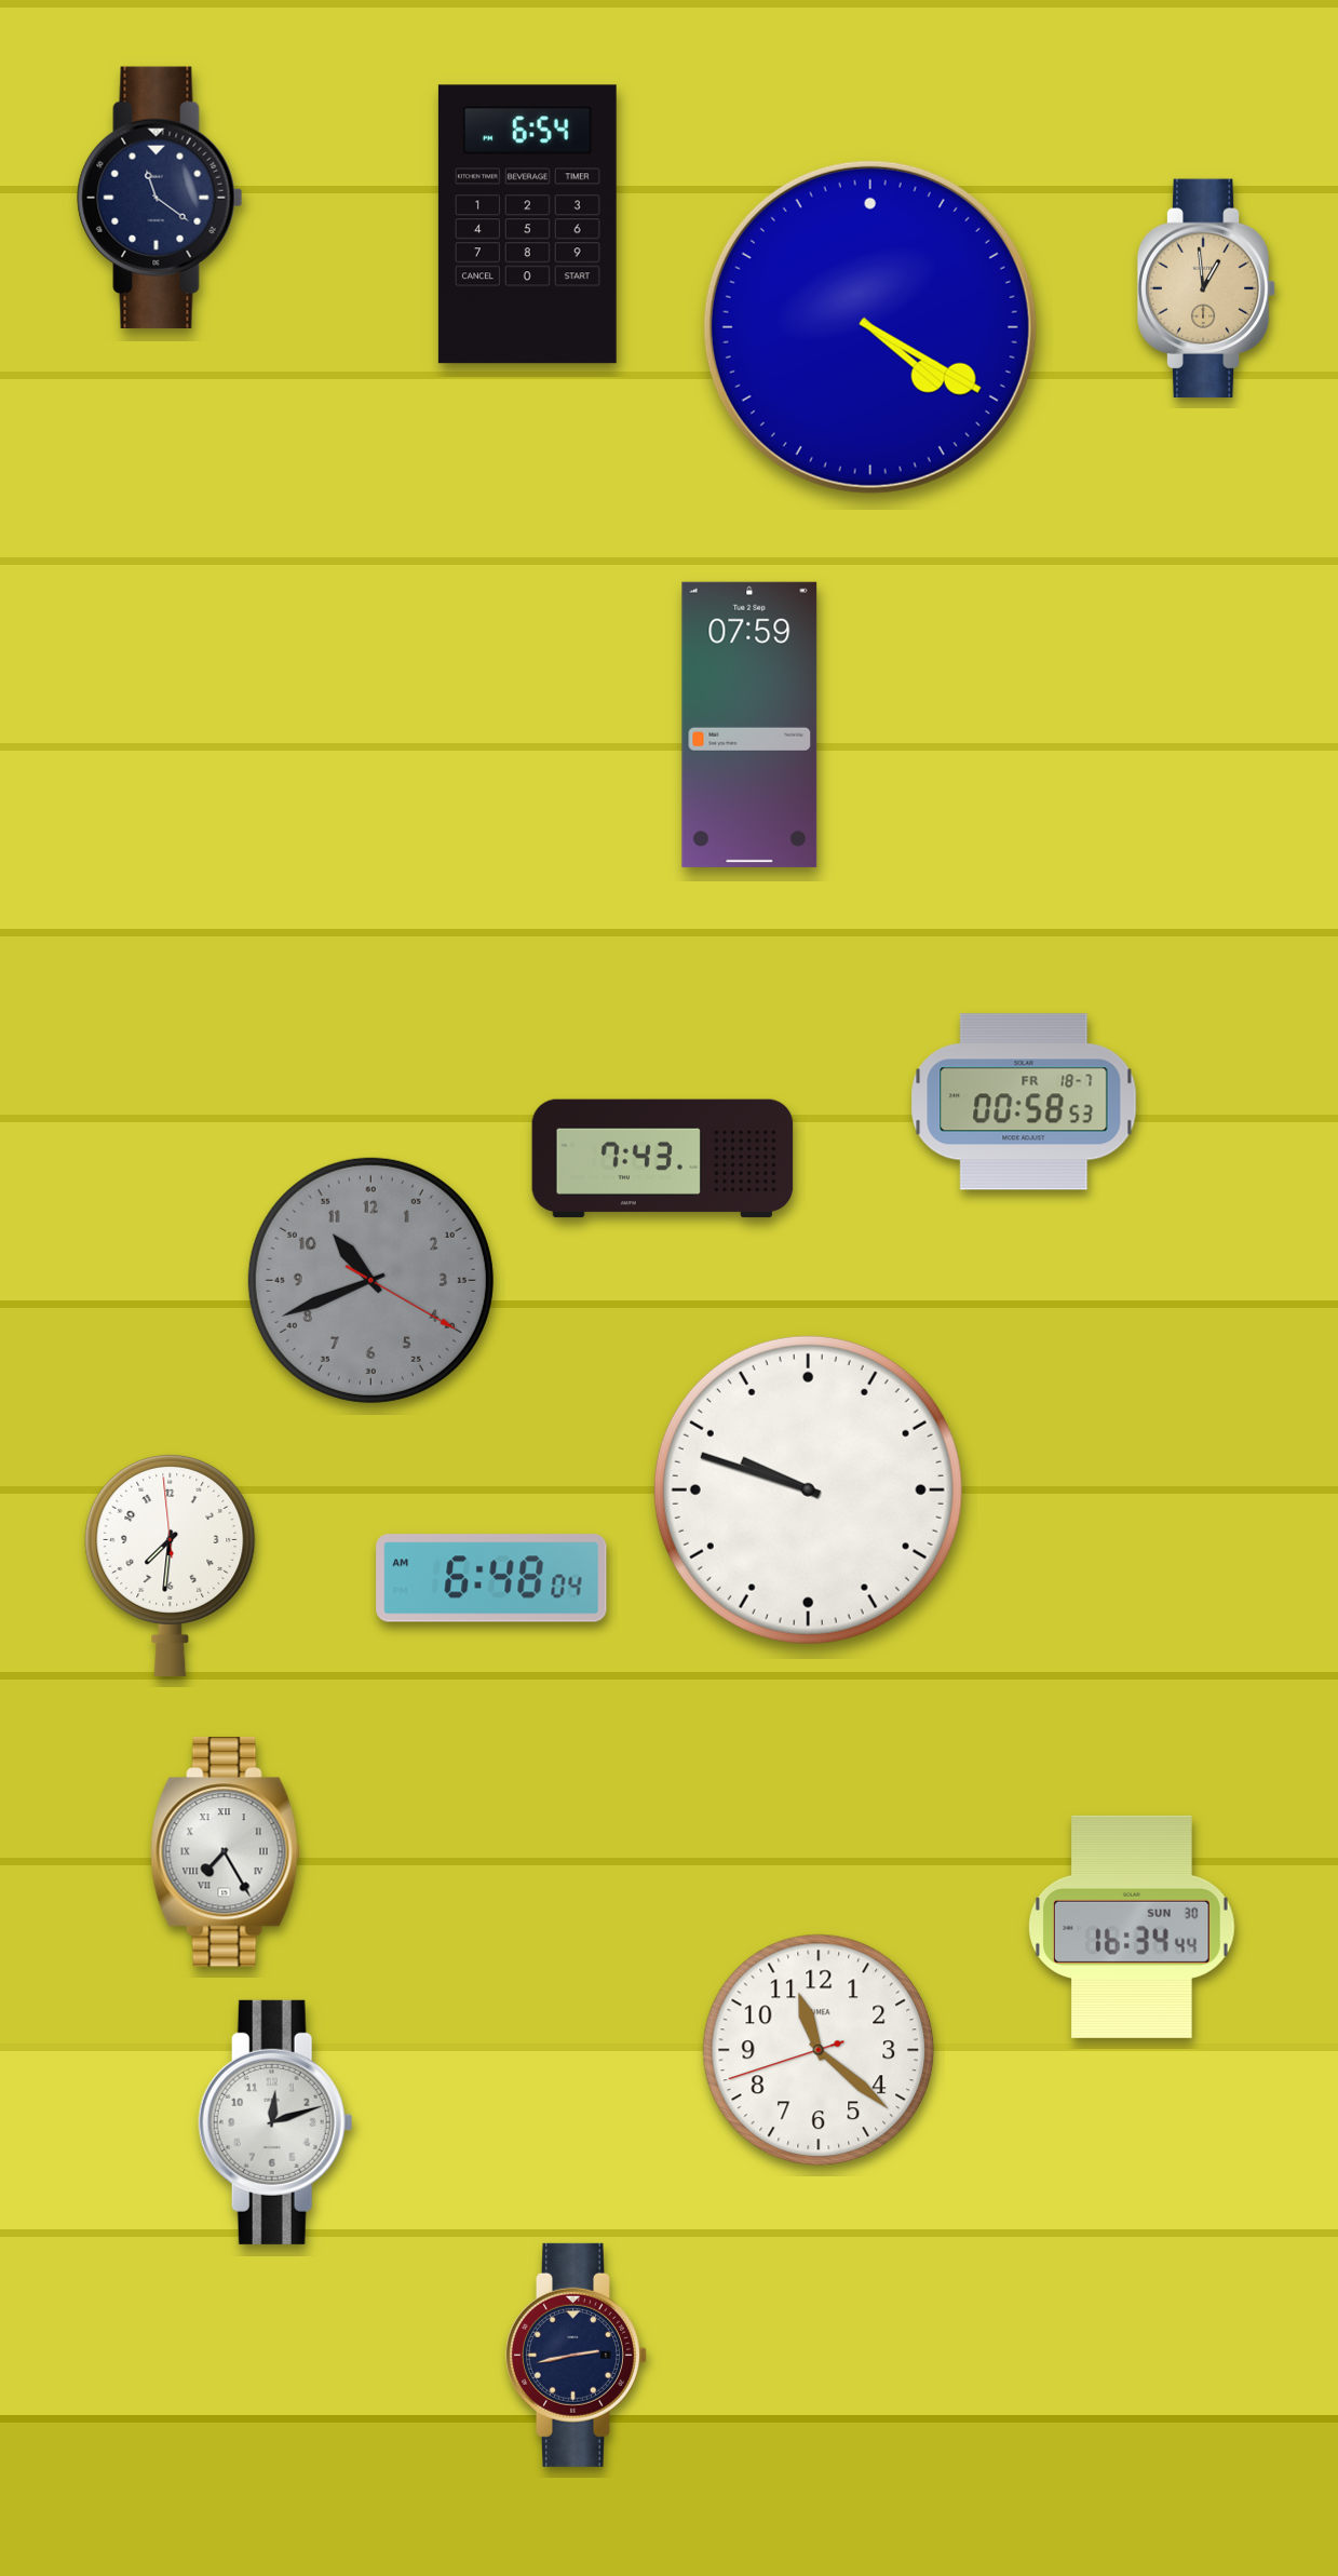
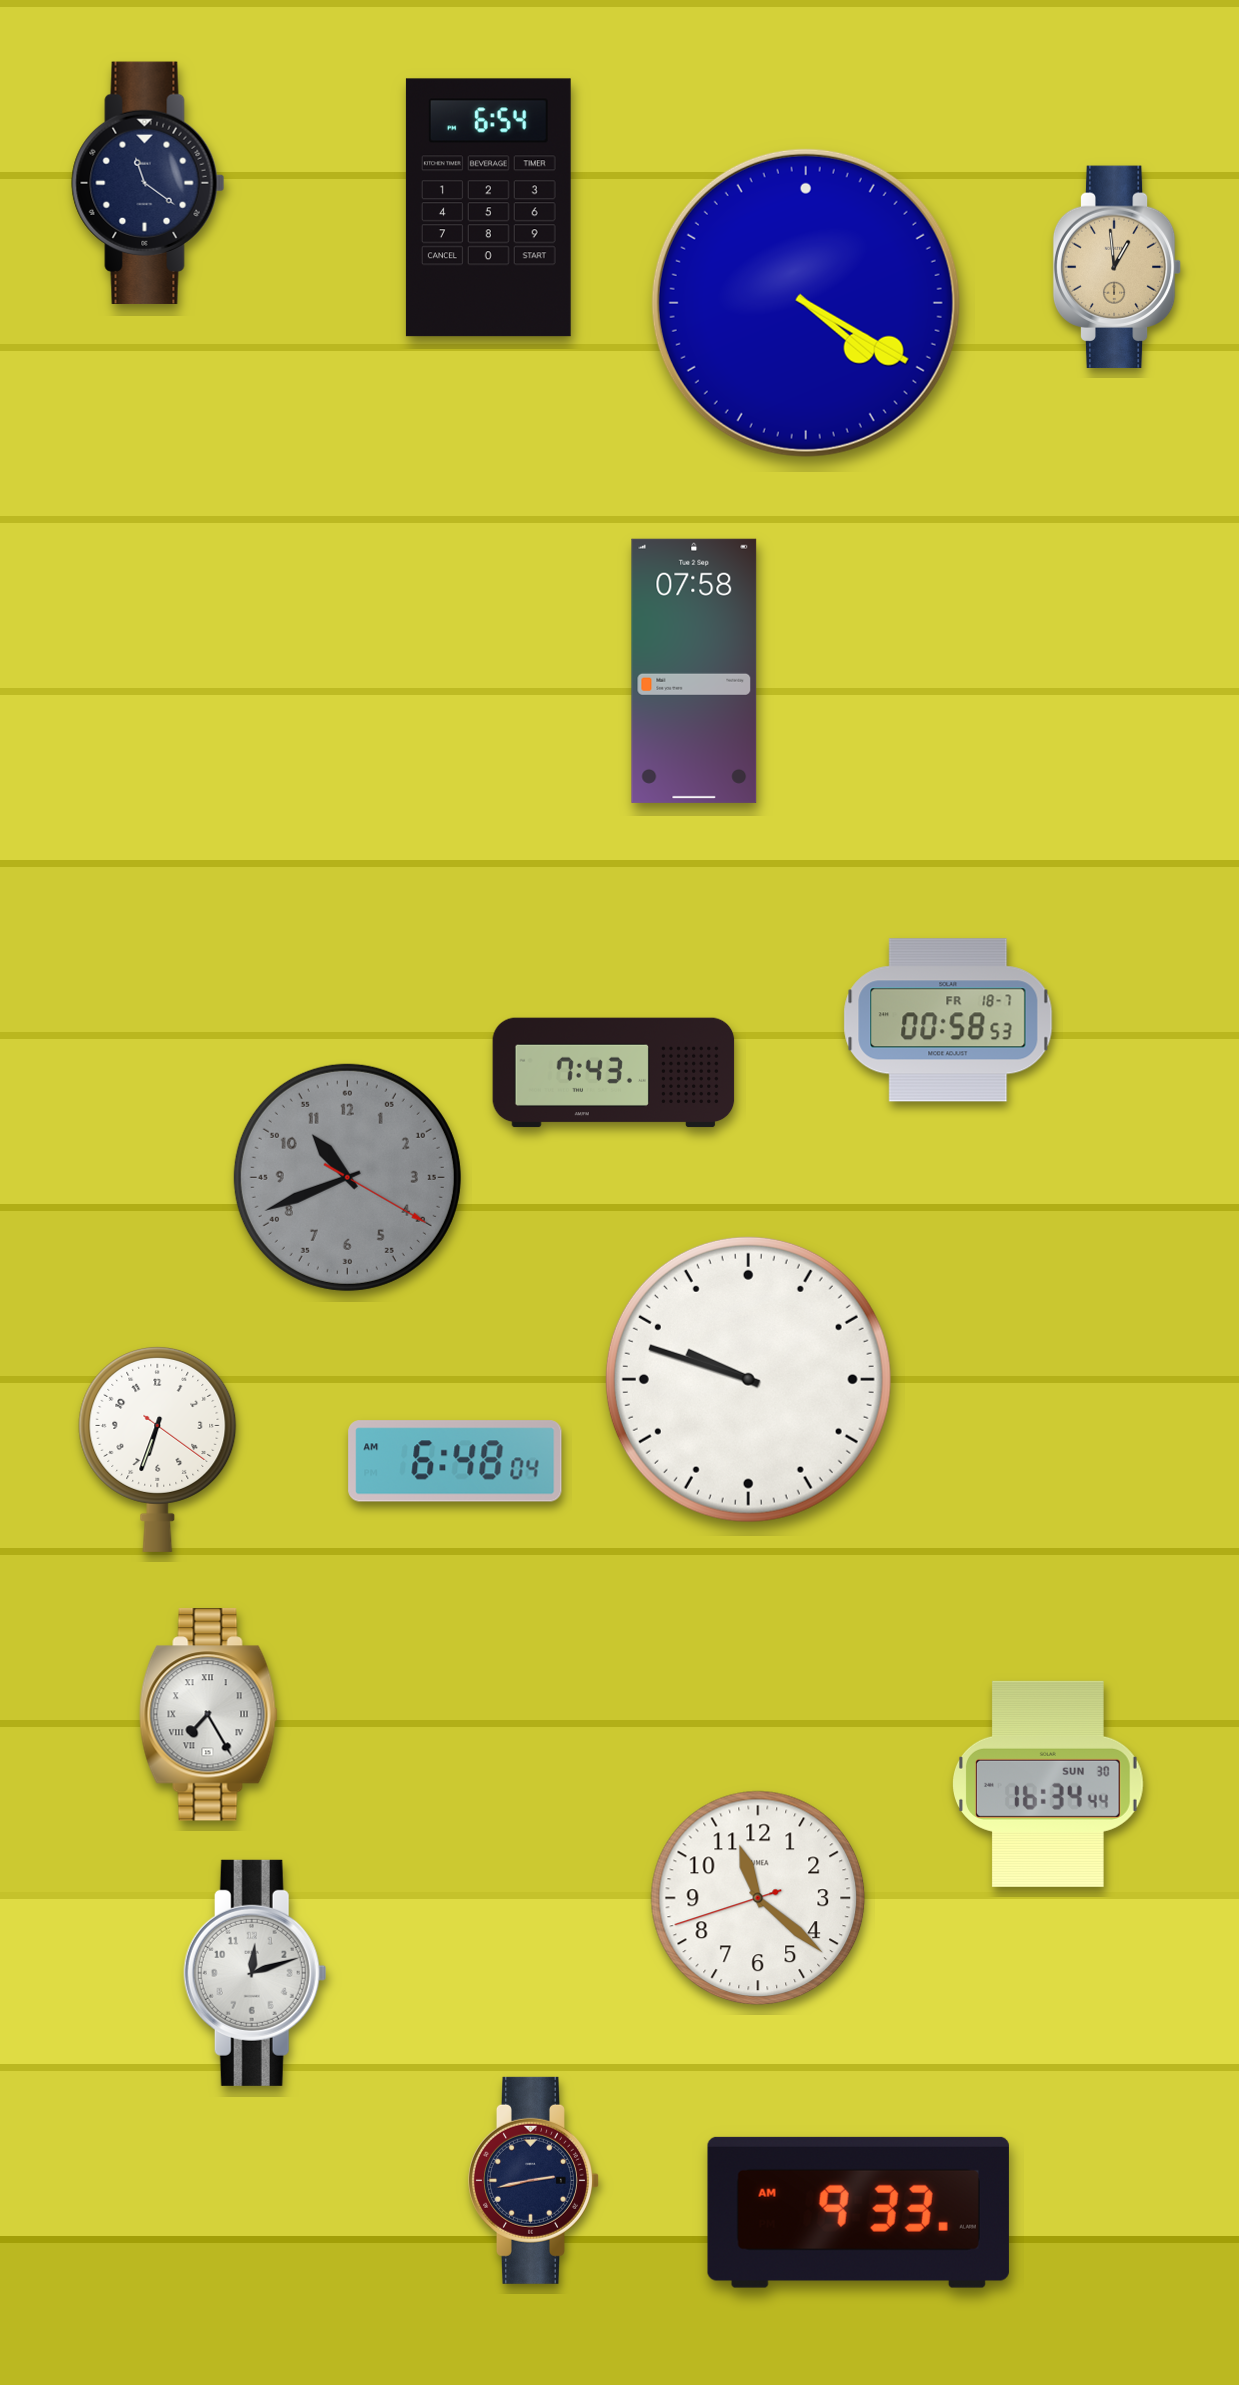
clock at (749, 725): 07:59 -> 07:58
clock at (370, 1280) position: (370, 1280) -> (347, 1177)
clock at (171, 1565): 7:30 -> 6:33
clock at (275, 2122) position: (275, 2122) -> (255, 1973)
clock at (858, 2212): none -> 9:33
